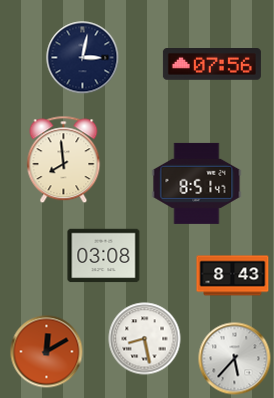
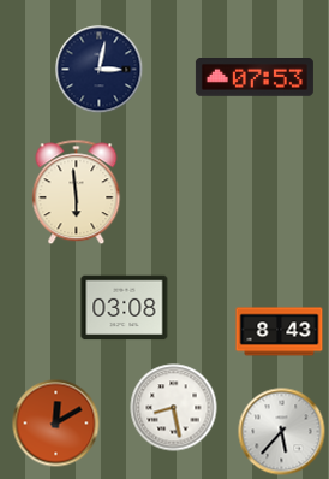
clock at (212, 64): 07:56 -> 07:53
clock at (64, 160): 7:59 -> 5:59
clock at (197, 183): 8:51 -> none
